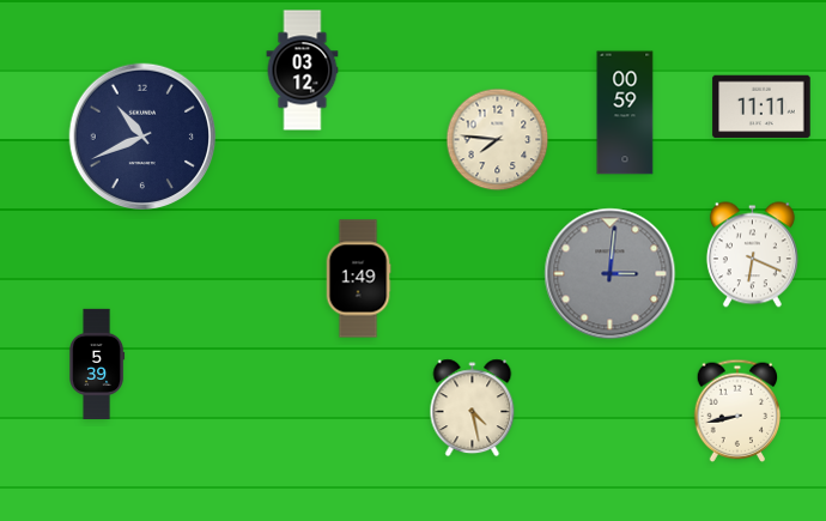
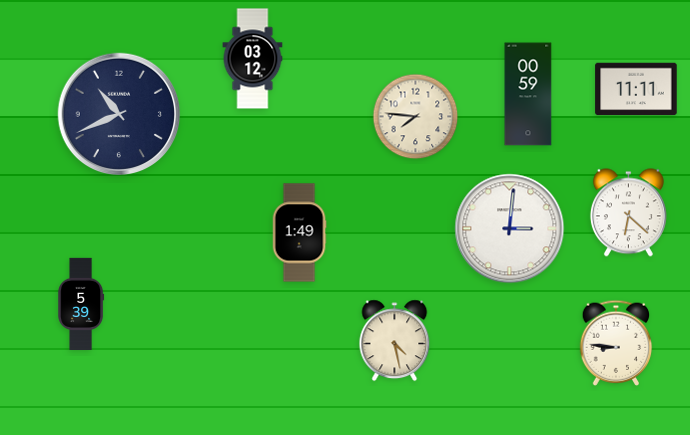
clock at (625, 113) position: (625, 113) -> (528, 94)
clock at (752, 255): 6:19 -> 6:22
clock at (611, 274) dial: grey -> white
clock at (737, 411): 8:43 -> 8:46
